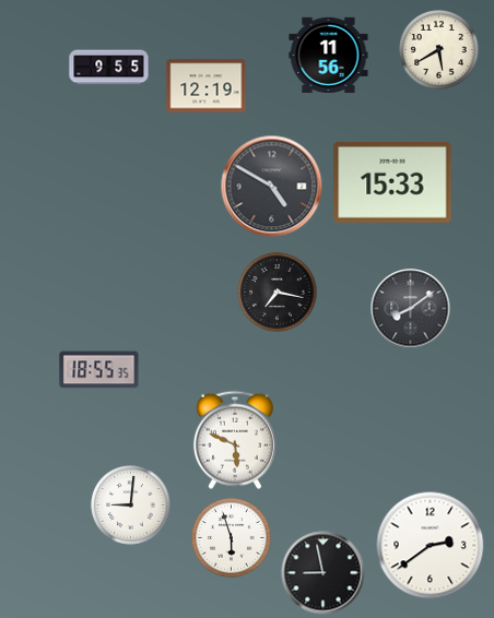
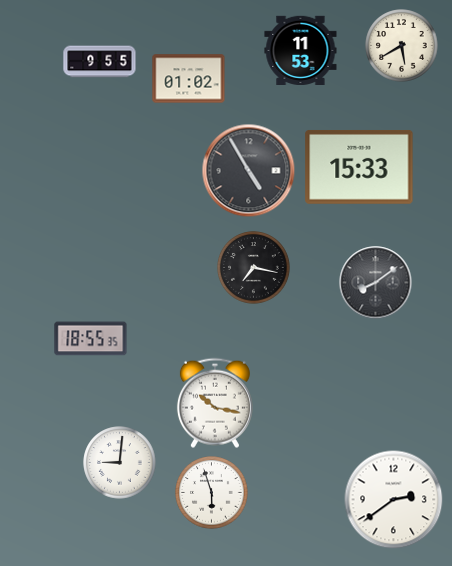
clock at (329, 55): 11:56 -> 11:53
clock at (207, 86): 12:19 -> 01:02
clock at (272, 187): 4:50 -> 4:55
clock at (235, 440): 5:49 -> 10:17
clock at (324, 573): 8:58 -> none
